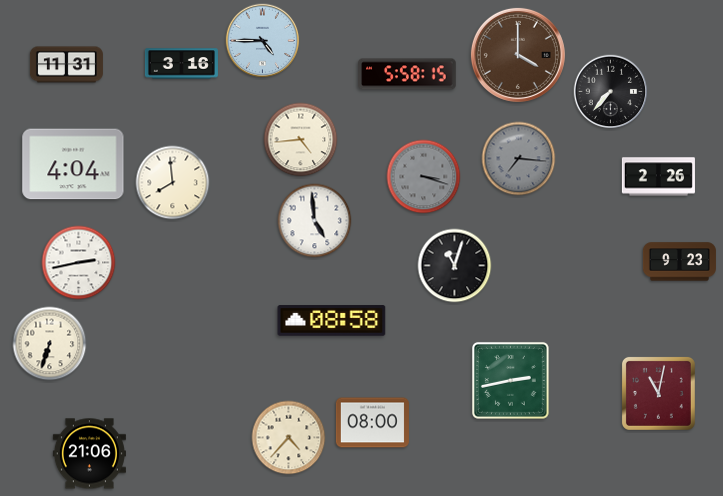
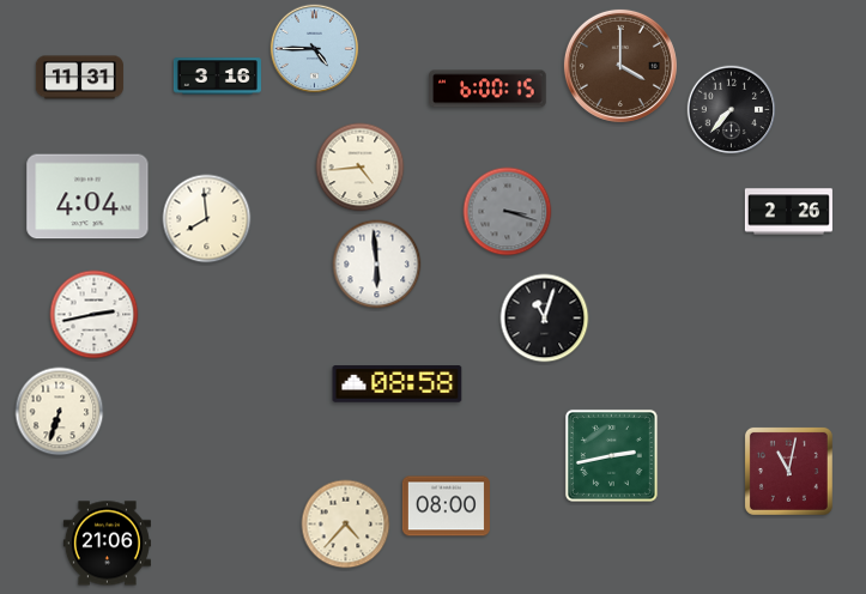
clock at (407, 74): 5:58 -> 6:00
clock at (519, 159): 7:16 -> none
clock at (315, 221): 4:59 -> 5:59
clock at (679, 262): 9:23 -> none
